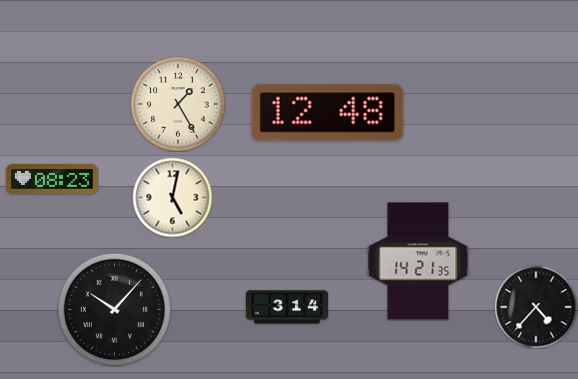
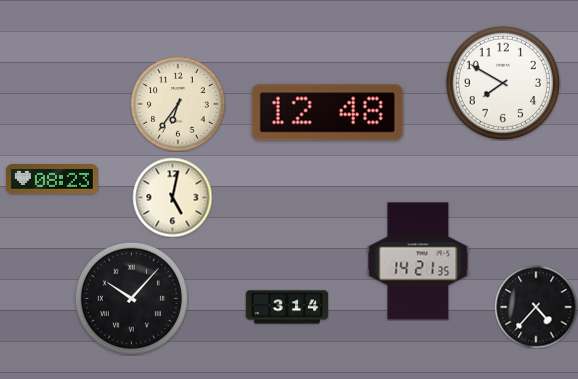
clock at (503, 83): none -> 7:50
clock at (178, 104): 1:25 -> 6:36
clock at (114, 309) position: (114, 309) -> (131, 298)
